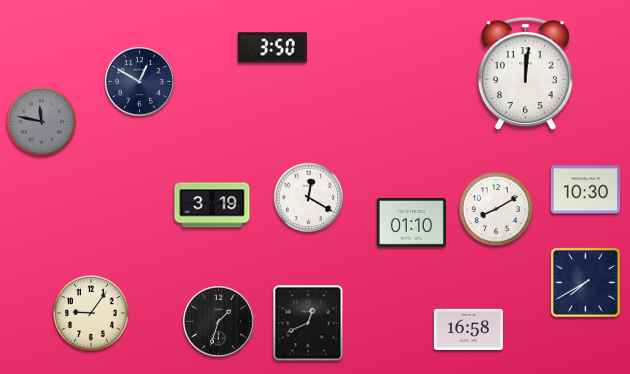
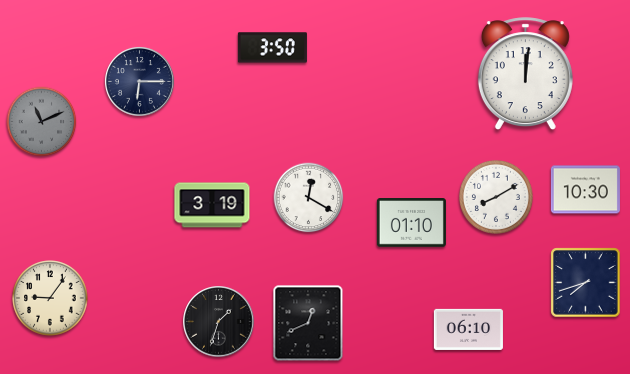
clock at (139, 81): 12:50 -> 6:15
clock at (42, 122): 11:47 -> 11:11
clock at (496, 209) position: (496, 209) -> (496, 197)
clock at (586, 283): 7:40 -> 7:42
clock at (91, 313) position: (91, 313) -> (50, 298)
clock at (468, 329): 16:58 -> 06:10
